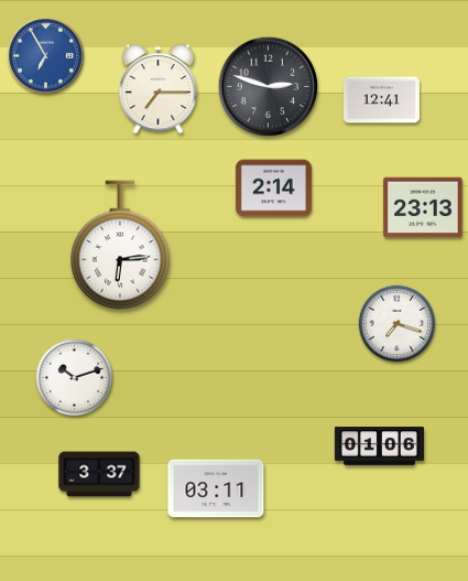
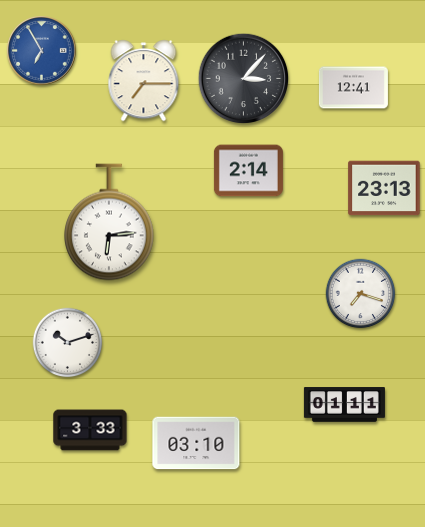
clock at (269, 87): 2:48 -> 3:07
clock at (381, 100) position: (381, 100) -> (353, 88)
clock at (379, 446): 01:06 -> 01:11
clock at (99, 474): 3:37 -> 3:33
clock at (216, 488): 03:11 -> 03:10
